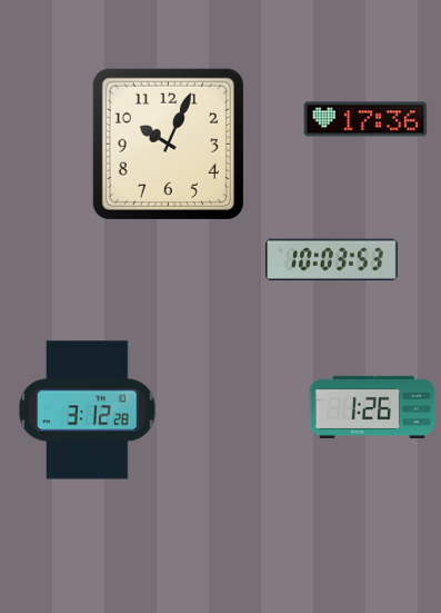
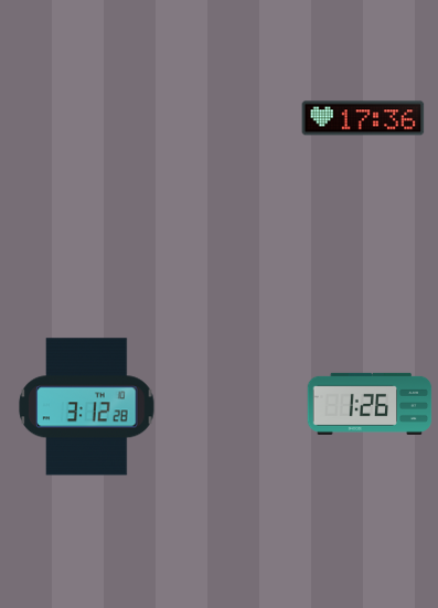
clock at (168, 144): 10:04 -> none
clock at (332, 259): 10:03 -> none
